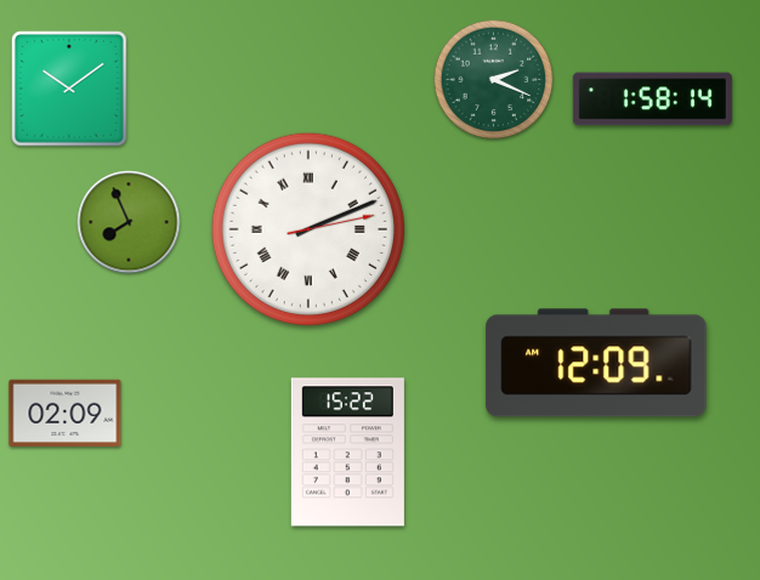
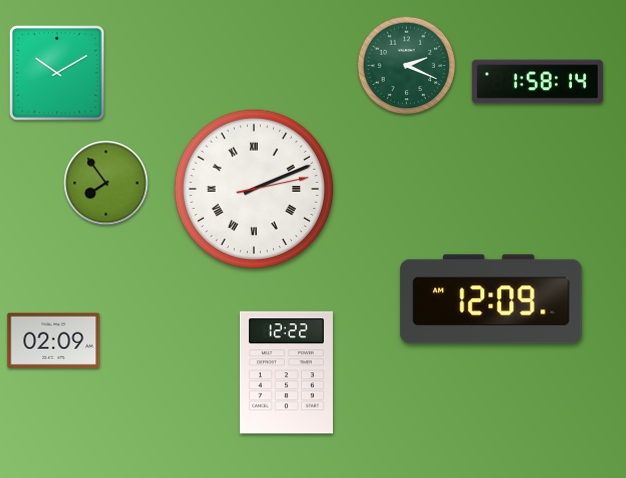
clock at (70, 90): 10:09 -> 10:10
clock at (129, 222): 7:56 -> 7:54
clock at (347, 453): 15:22 -> 12:22
